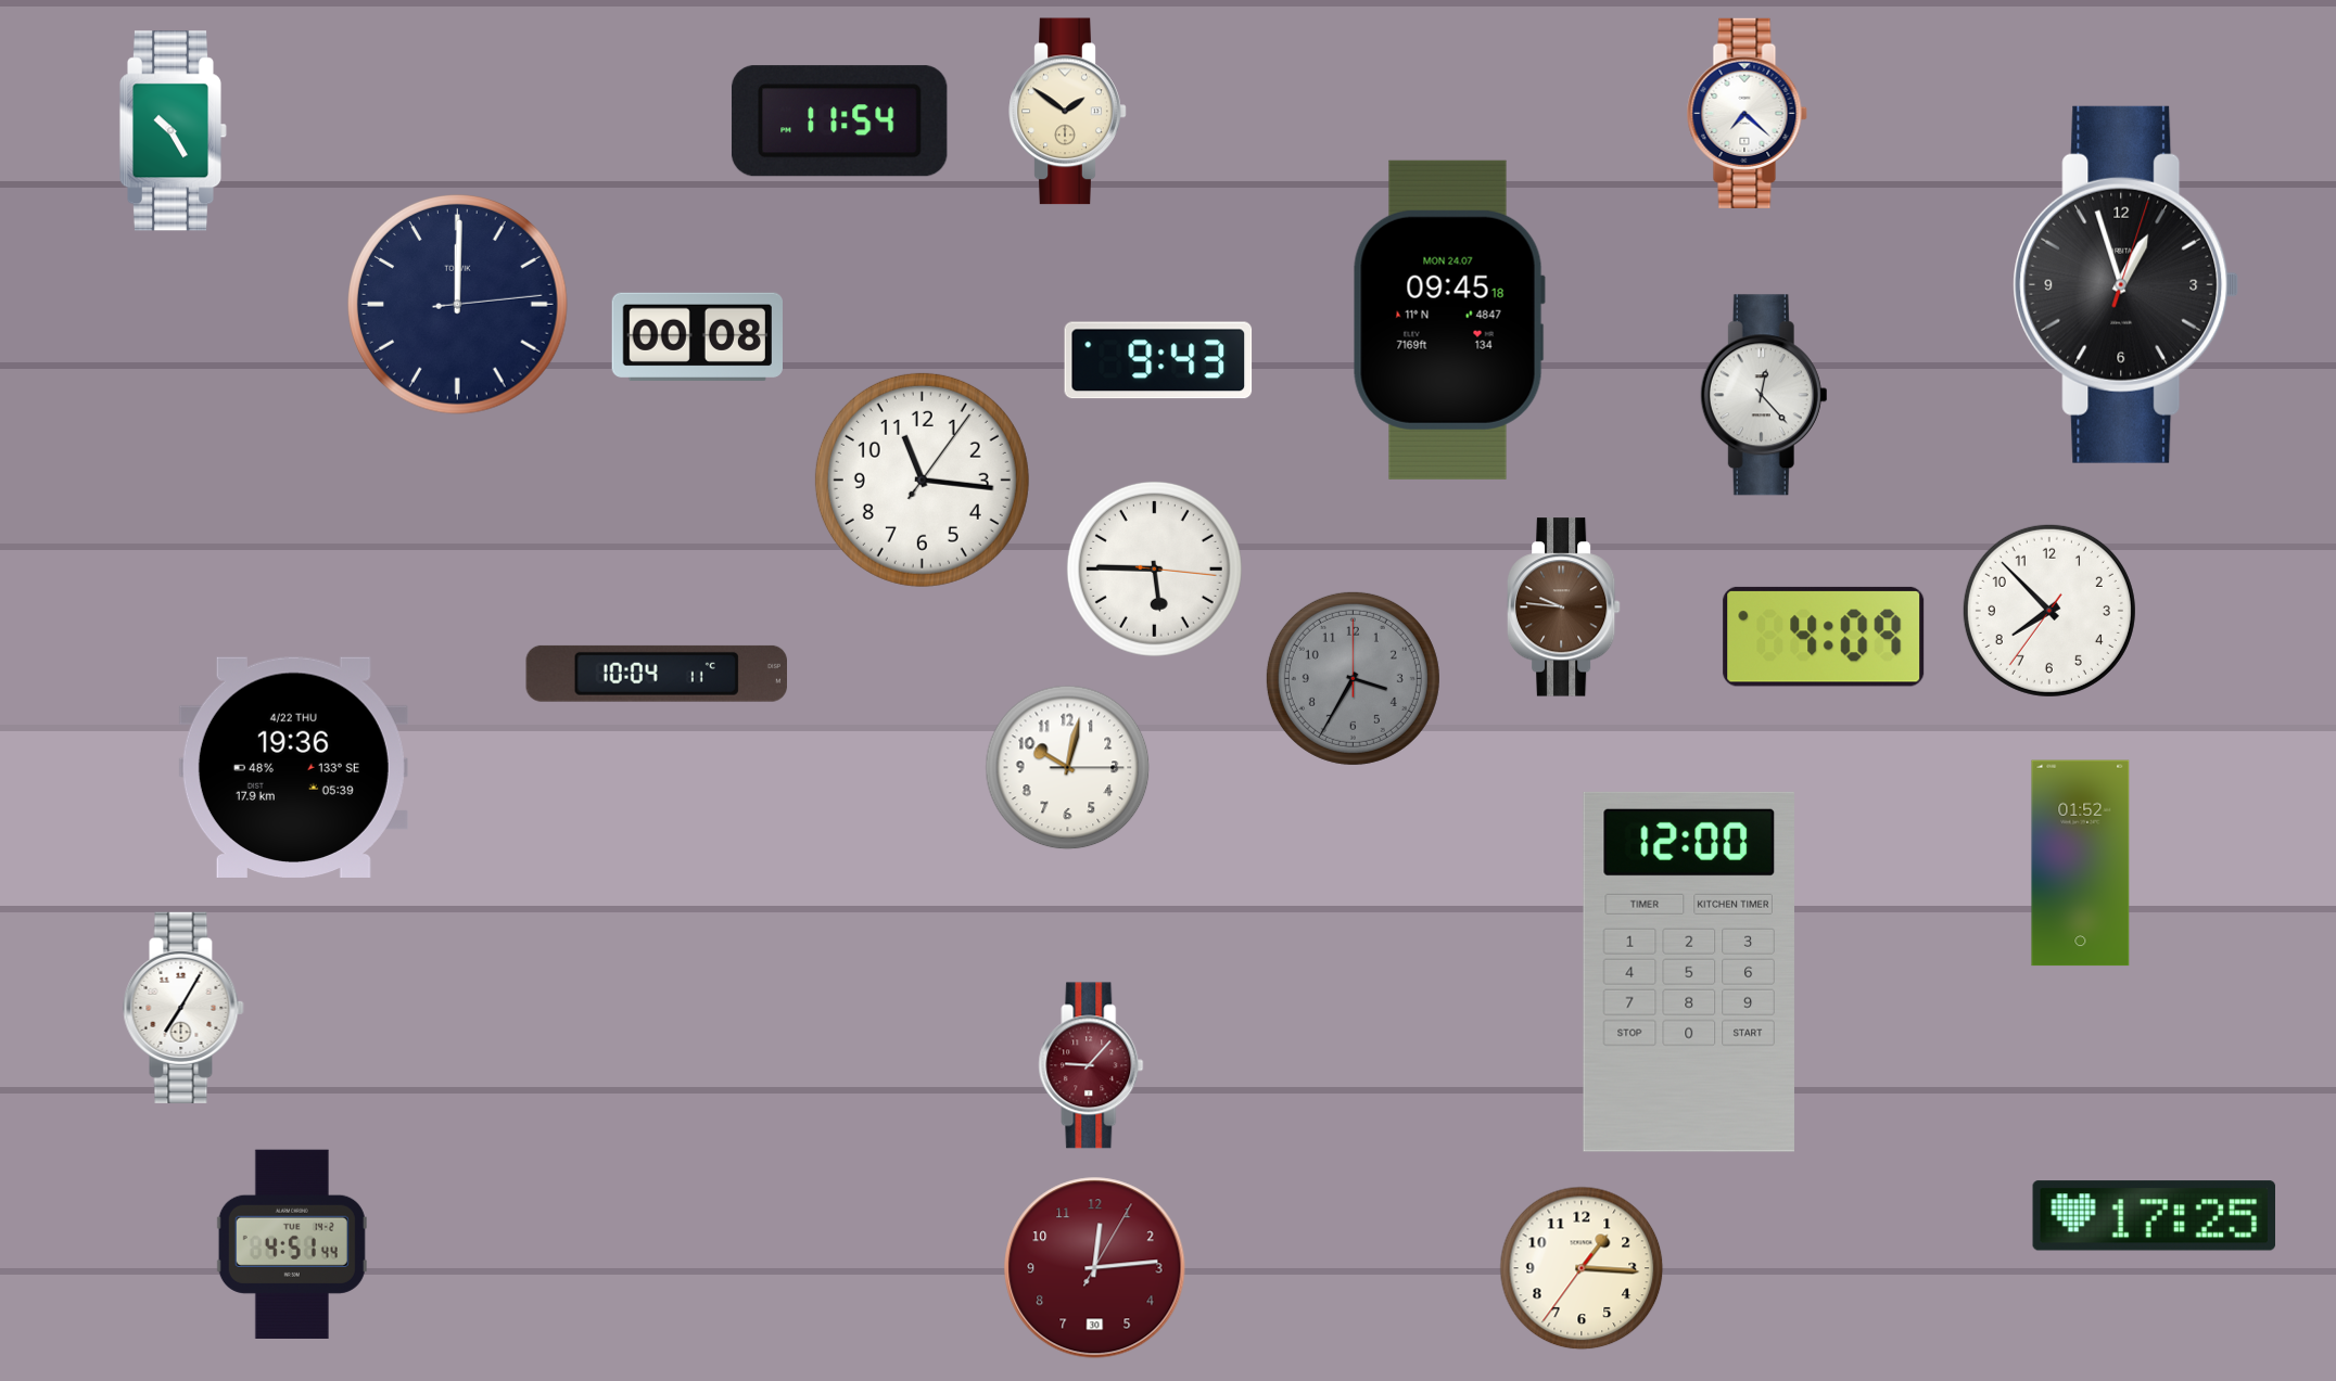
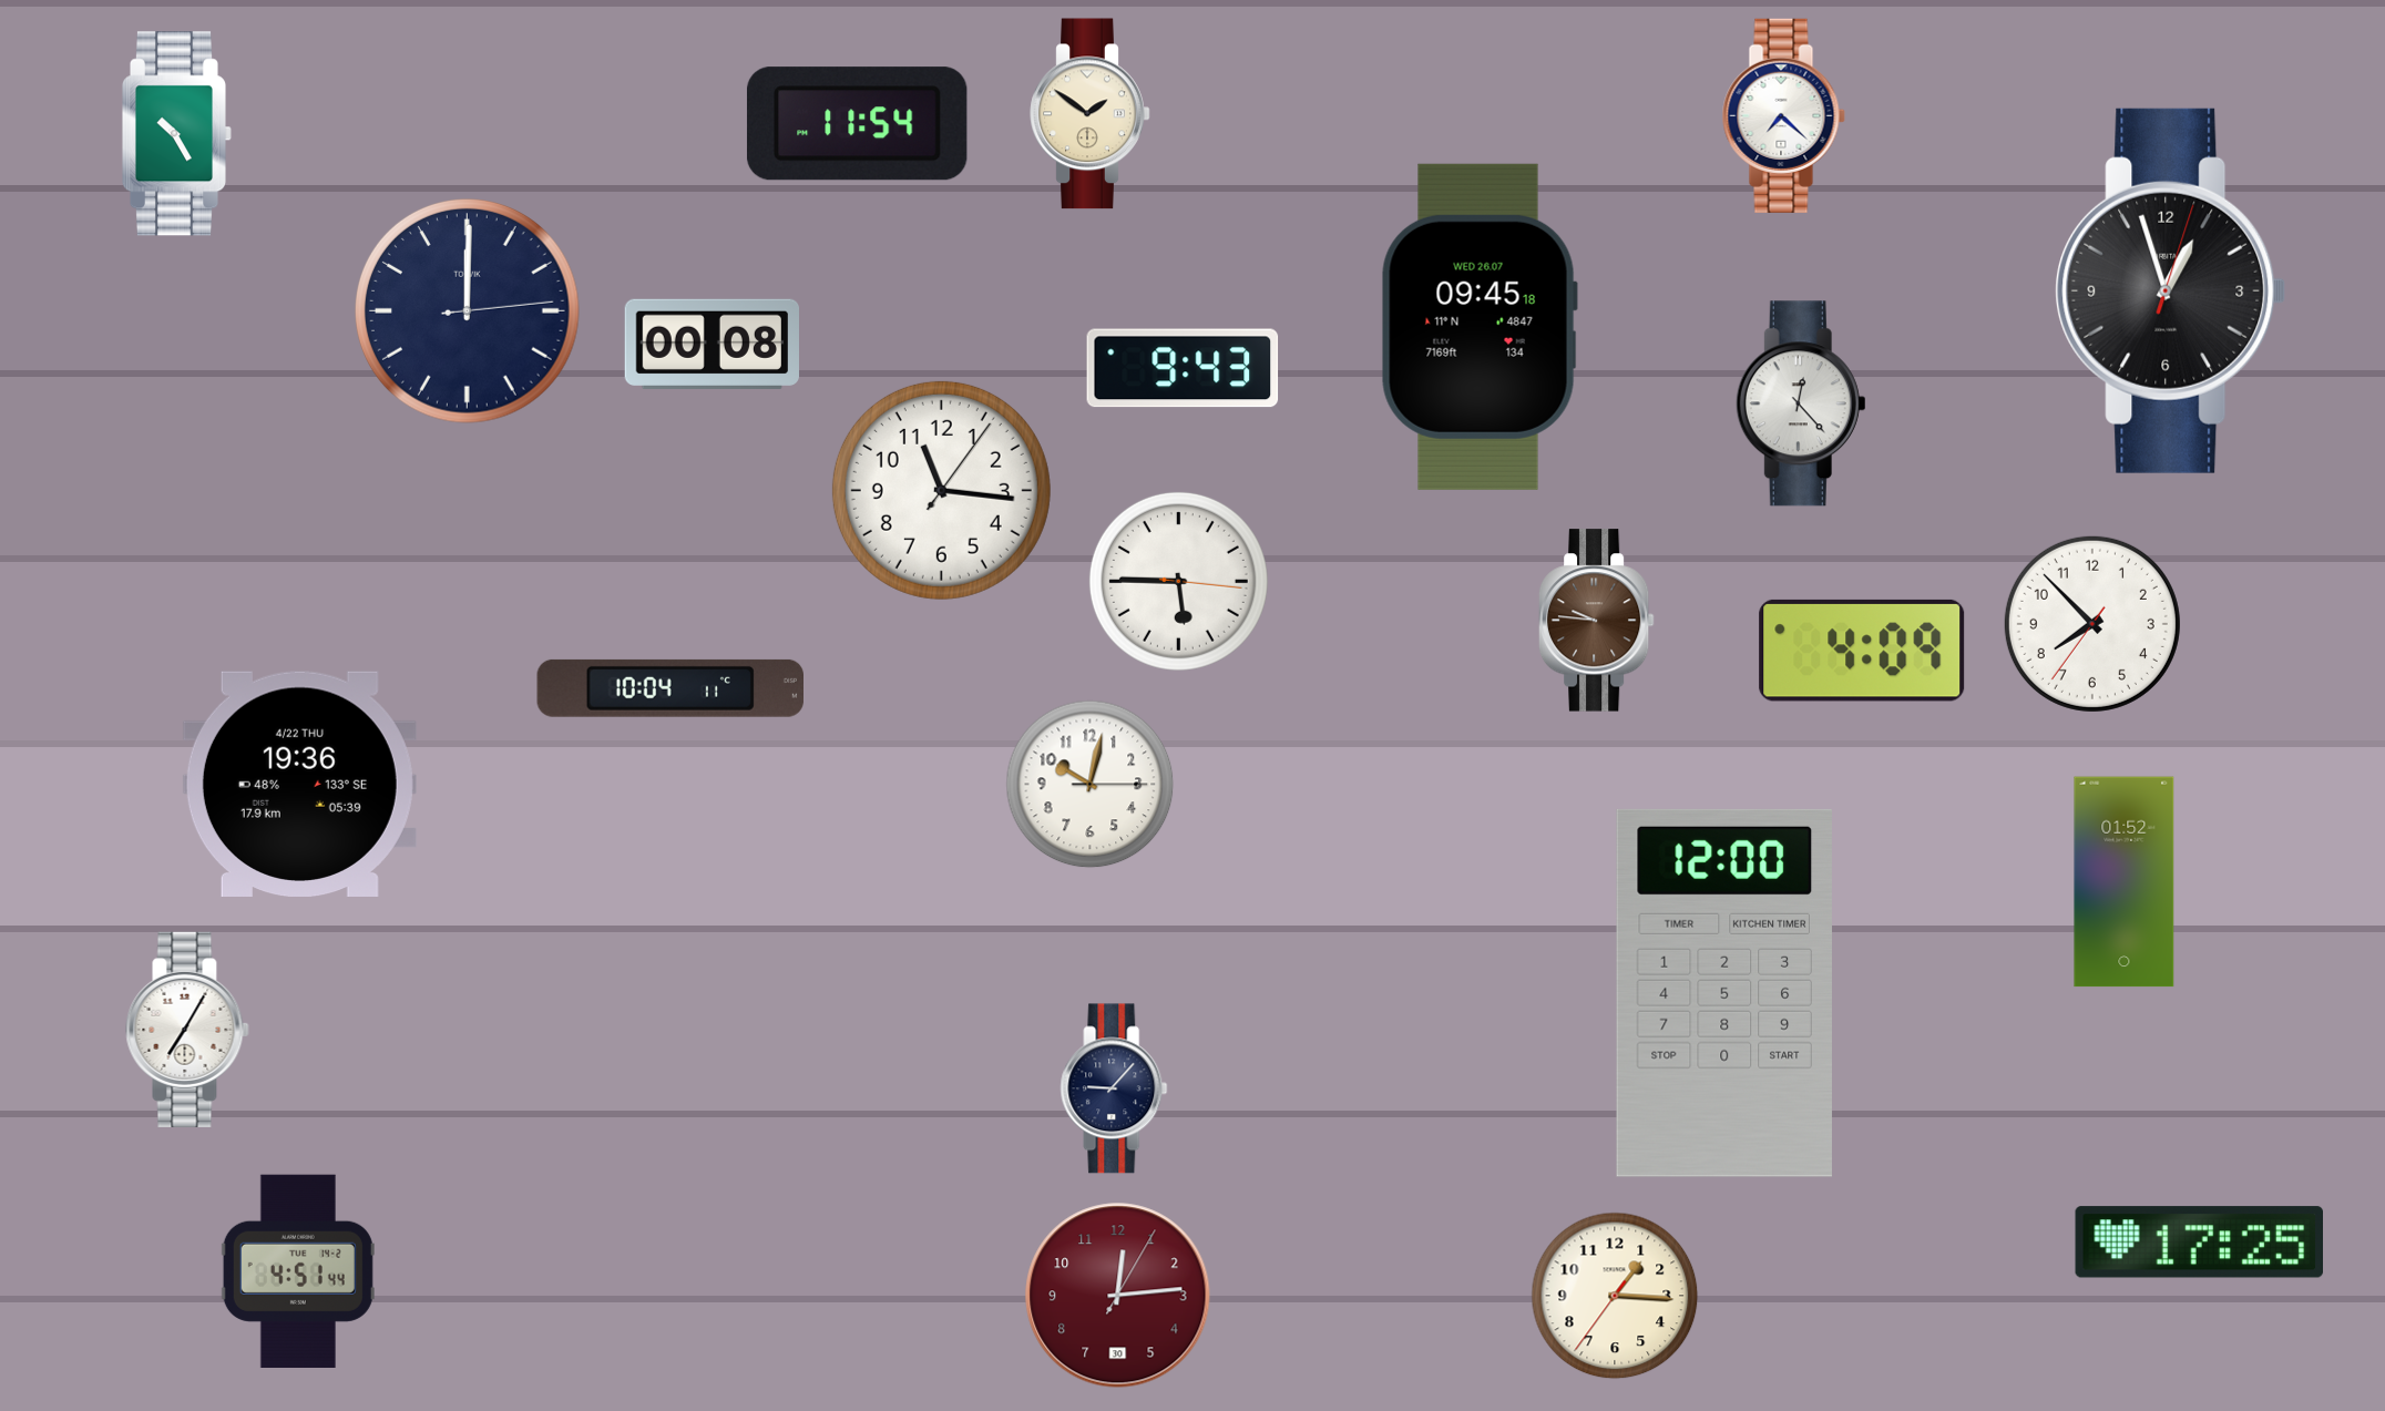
clock at (1449, 320) date: MON 24.07 -> WED 26.07
clock at (1353, 678): 3:35 -> none
clock at (1091, 1065) dial: burgundy -> navy
